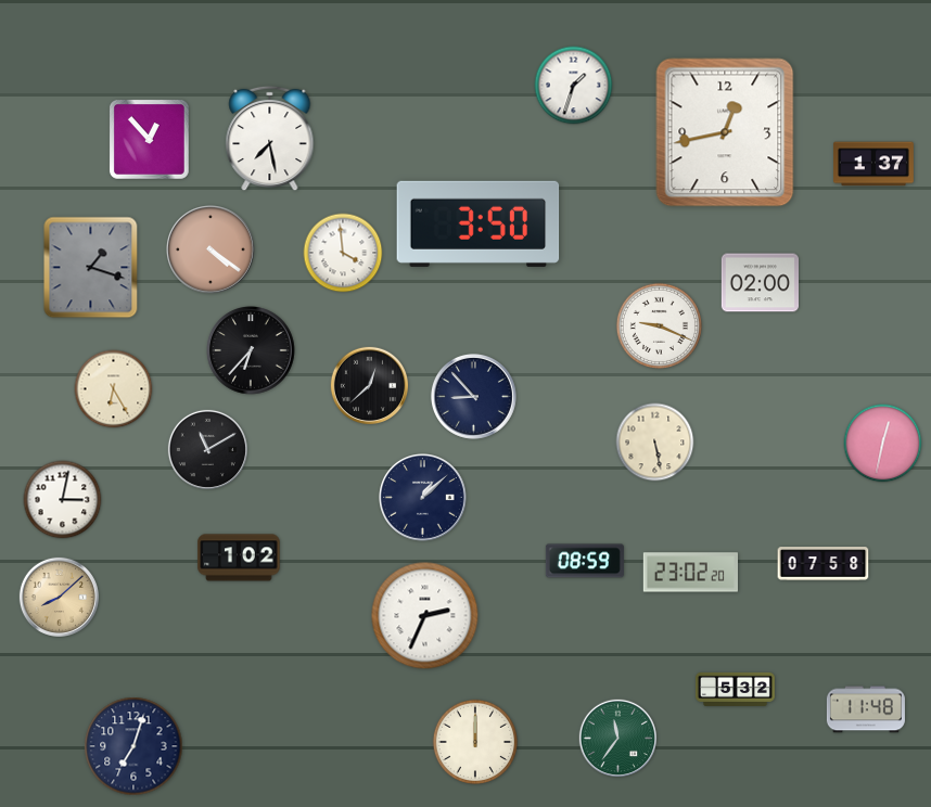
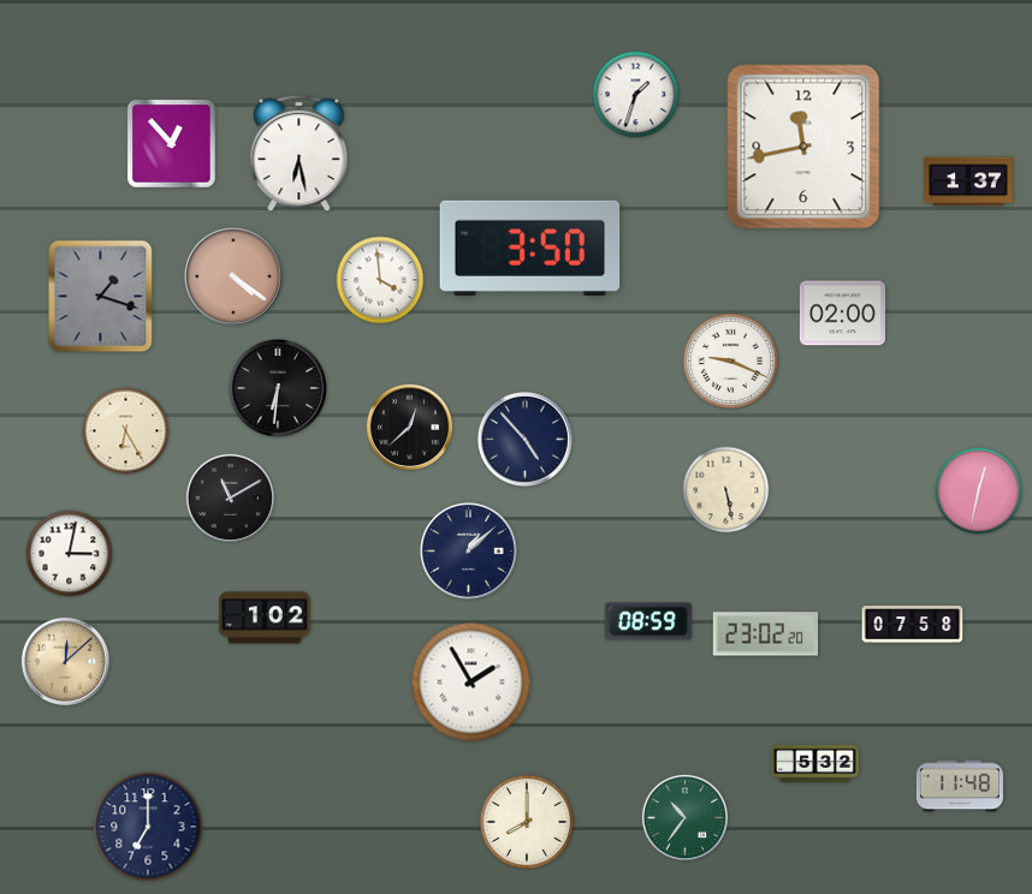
clock at (725, 132): 12:43 -> 11:43
clock at (270, 139): 7:28 -> 6:28
clock at (150, 140) position: (150, 140) -> (172, 144)
clock at (252, 351): 6:37 -> 6:31
clock at (473, 396): 8:53 -> 4:53
clock at (59, 597): 8:08 -> 12:08
clock at (425, 616): 2:34 -> 1:55
clock at (617, 738): 11:36 -> 10:36
clock at (474, 741): 12:00 -> 8:00
clock at (133, 746): 7:03 -> 7:00
